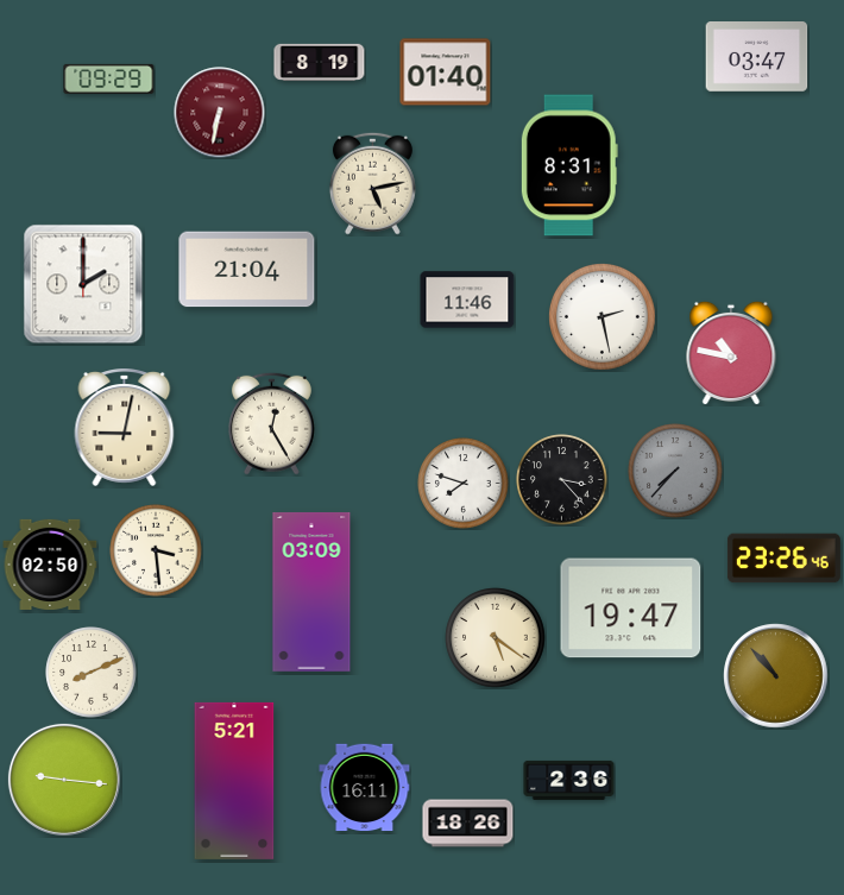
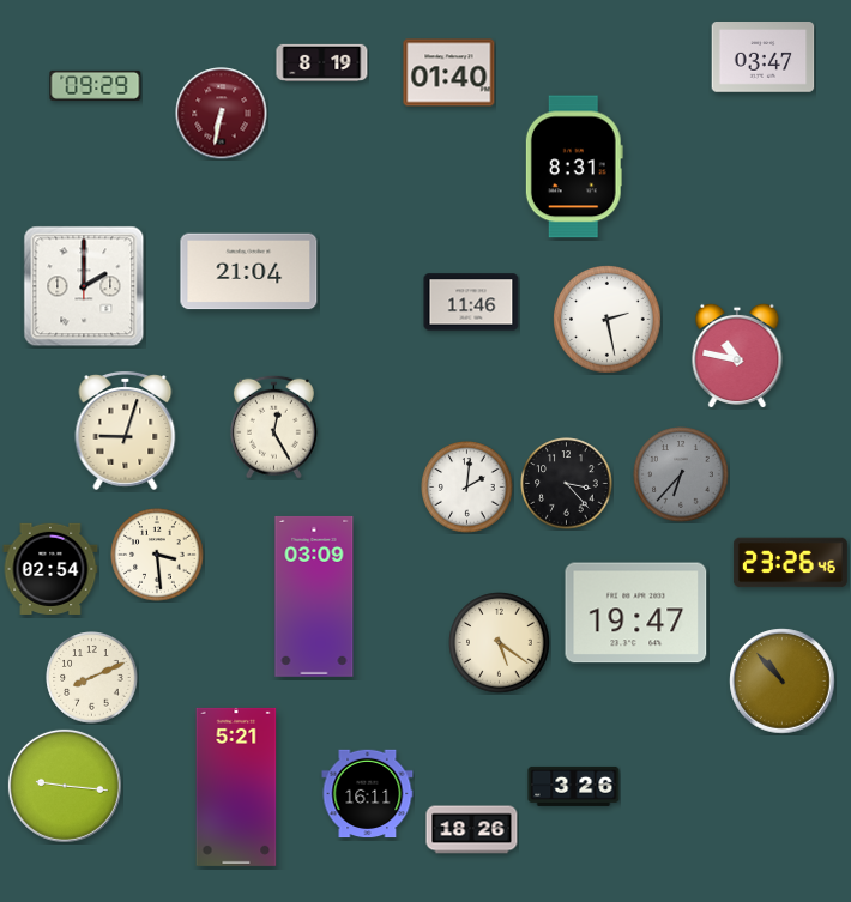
clock at (109, 78) position: (109, 78) -> (96, 85)
clock at (372, 183): 5:13 -> none
clock at (125, 428): 9:02 -> 9:03
clock at (675, 471): 7:37 -> 6:37
clock at (464, 484): 7:48 -> 2:01
clock at (50, 565): 02:50 -> 02:54
clock at (569, 780): 2:36 -> 3:26
